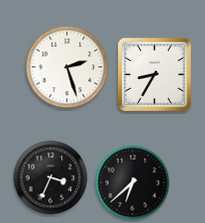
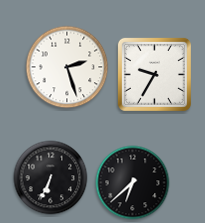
clock at (154, 74): 8:35 -> 9:35
clock at (51, 178): 3:34 -> 6:34
